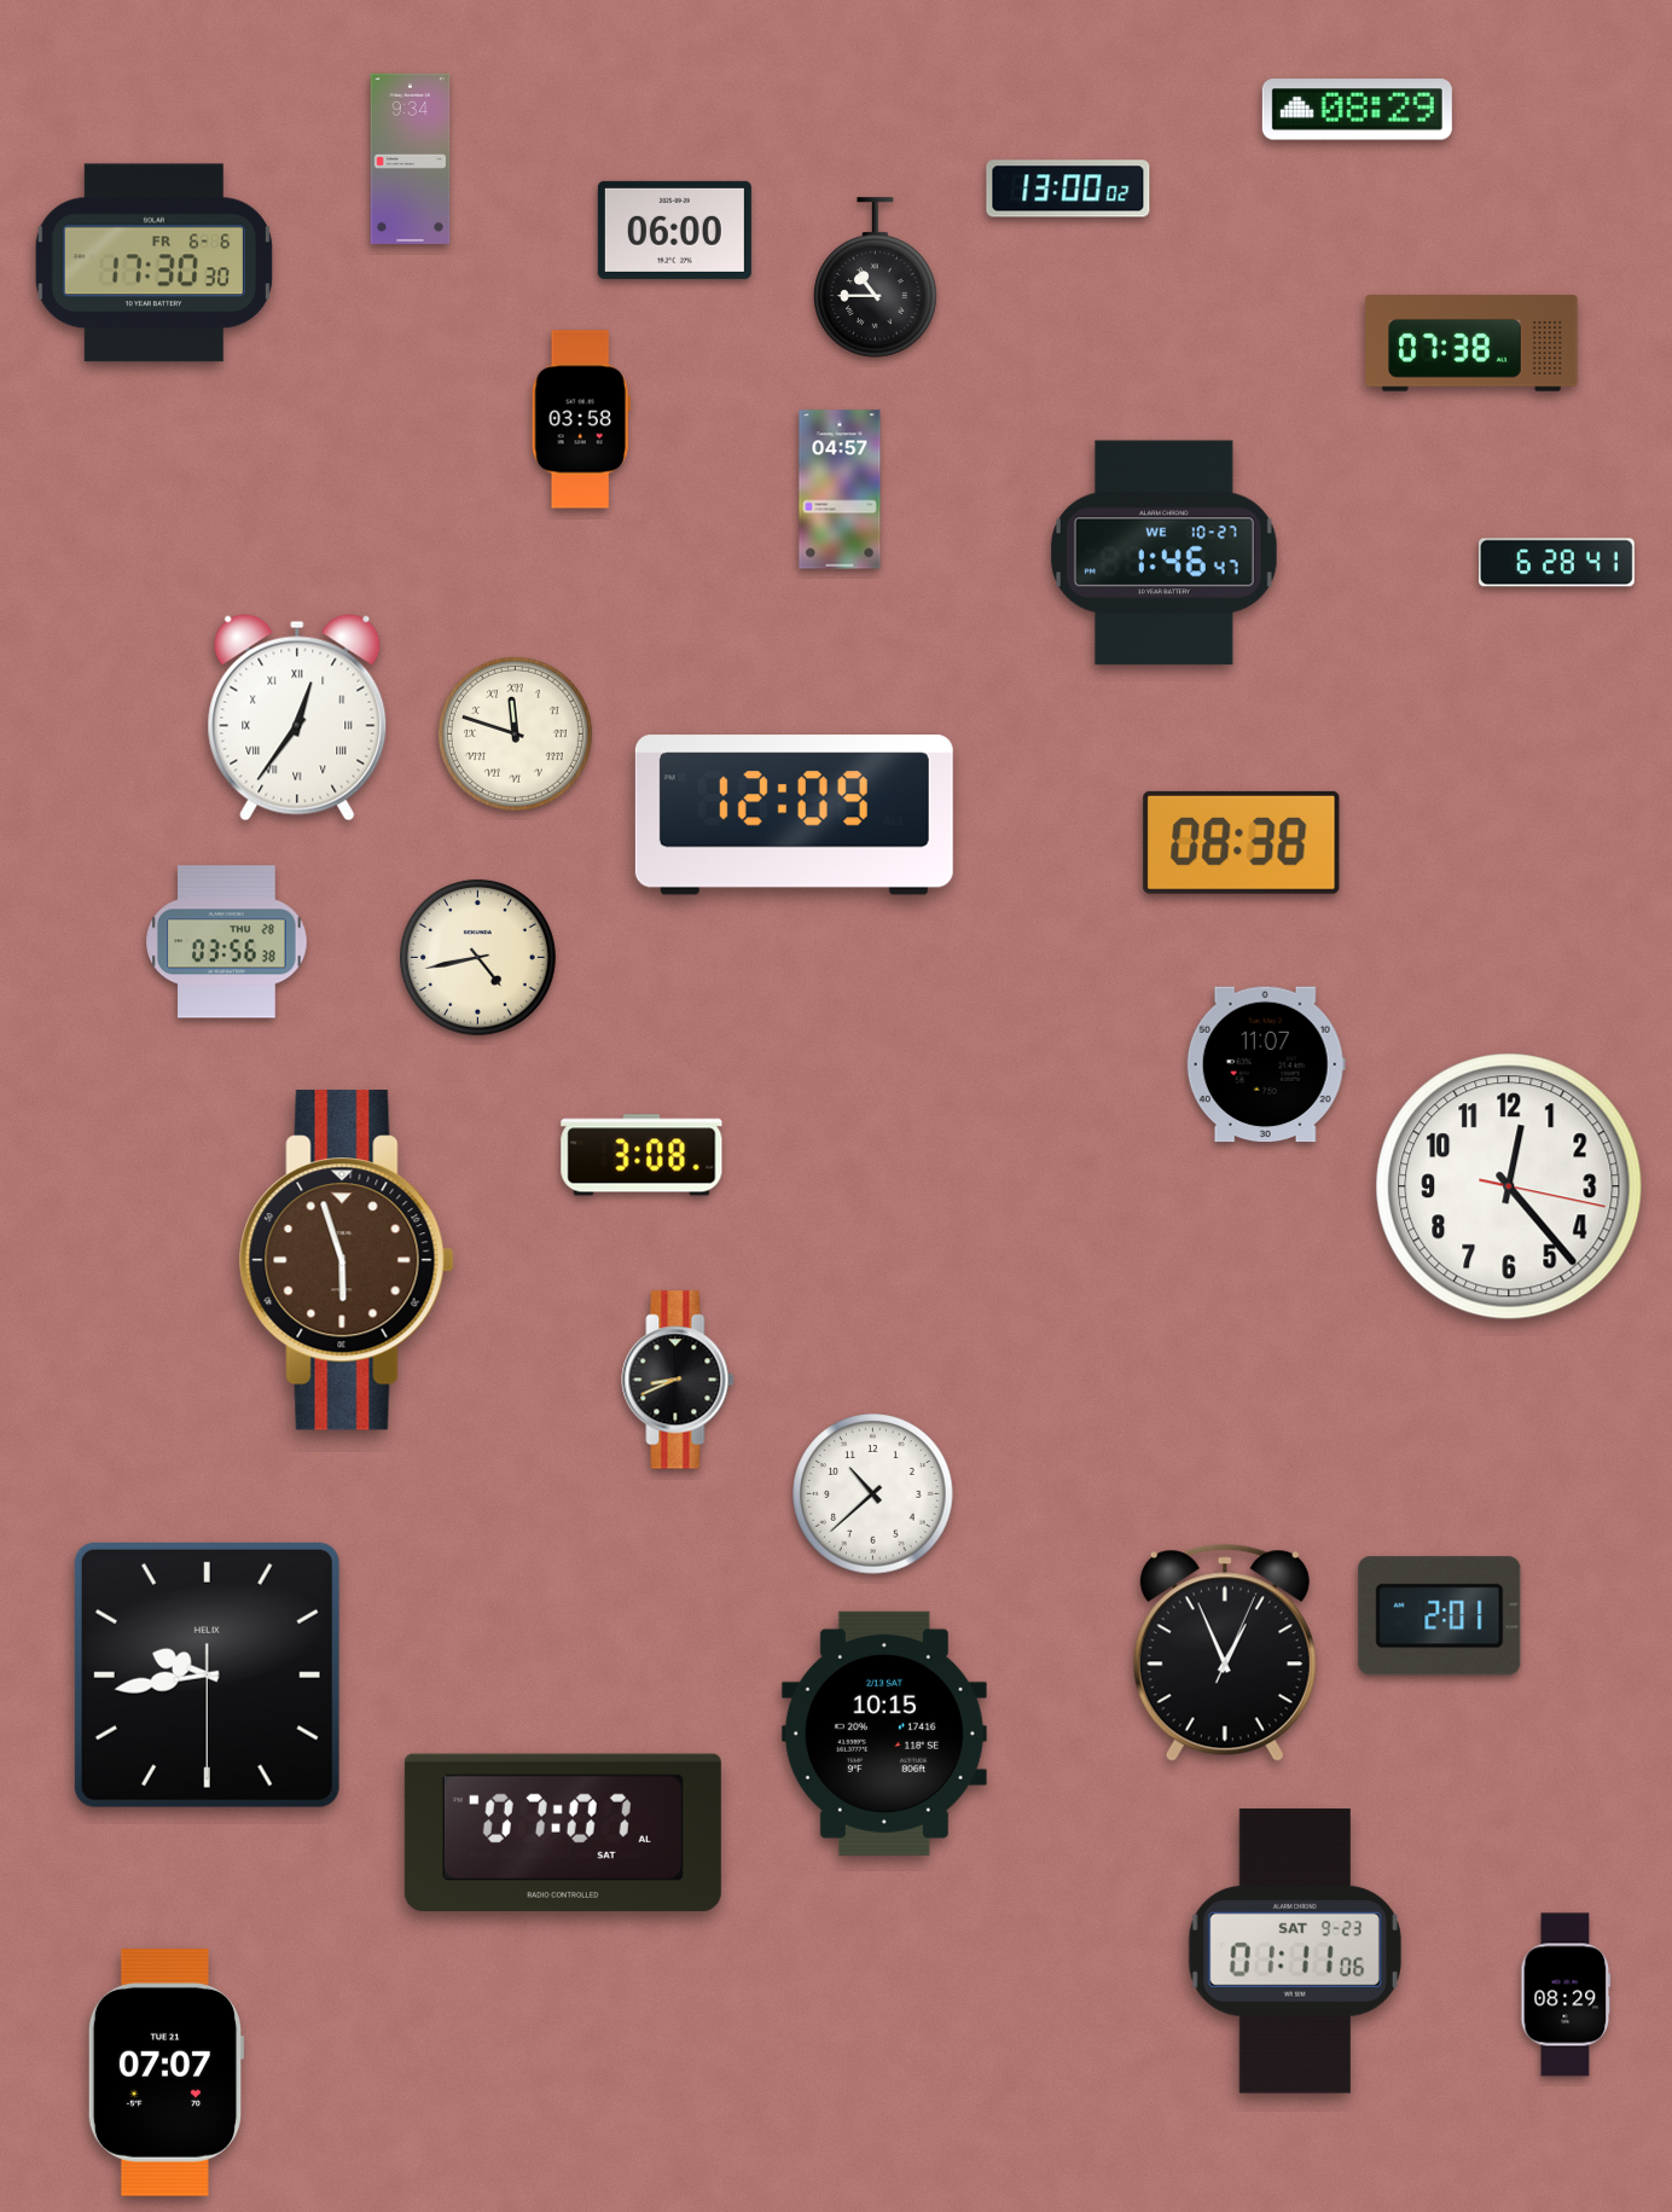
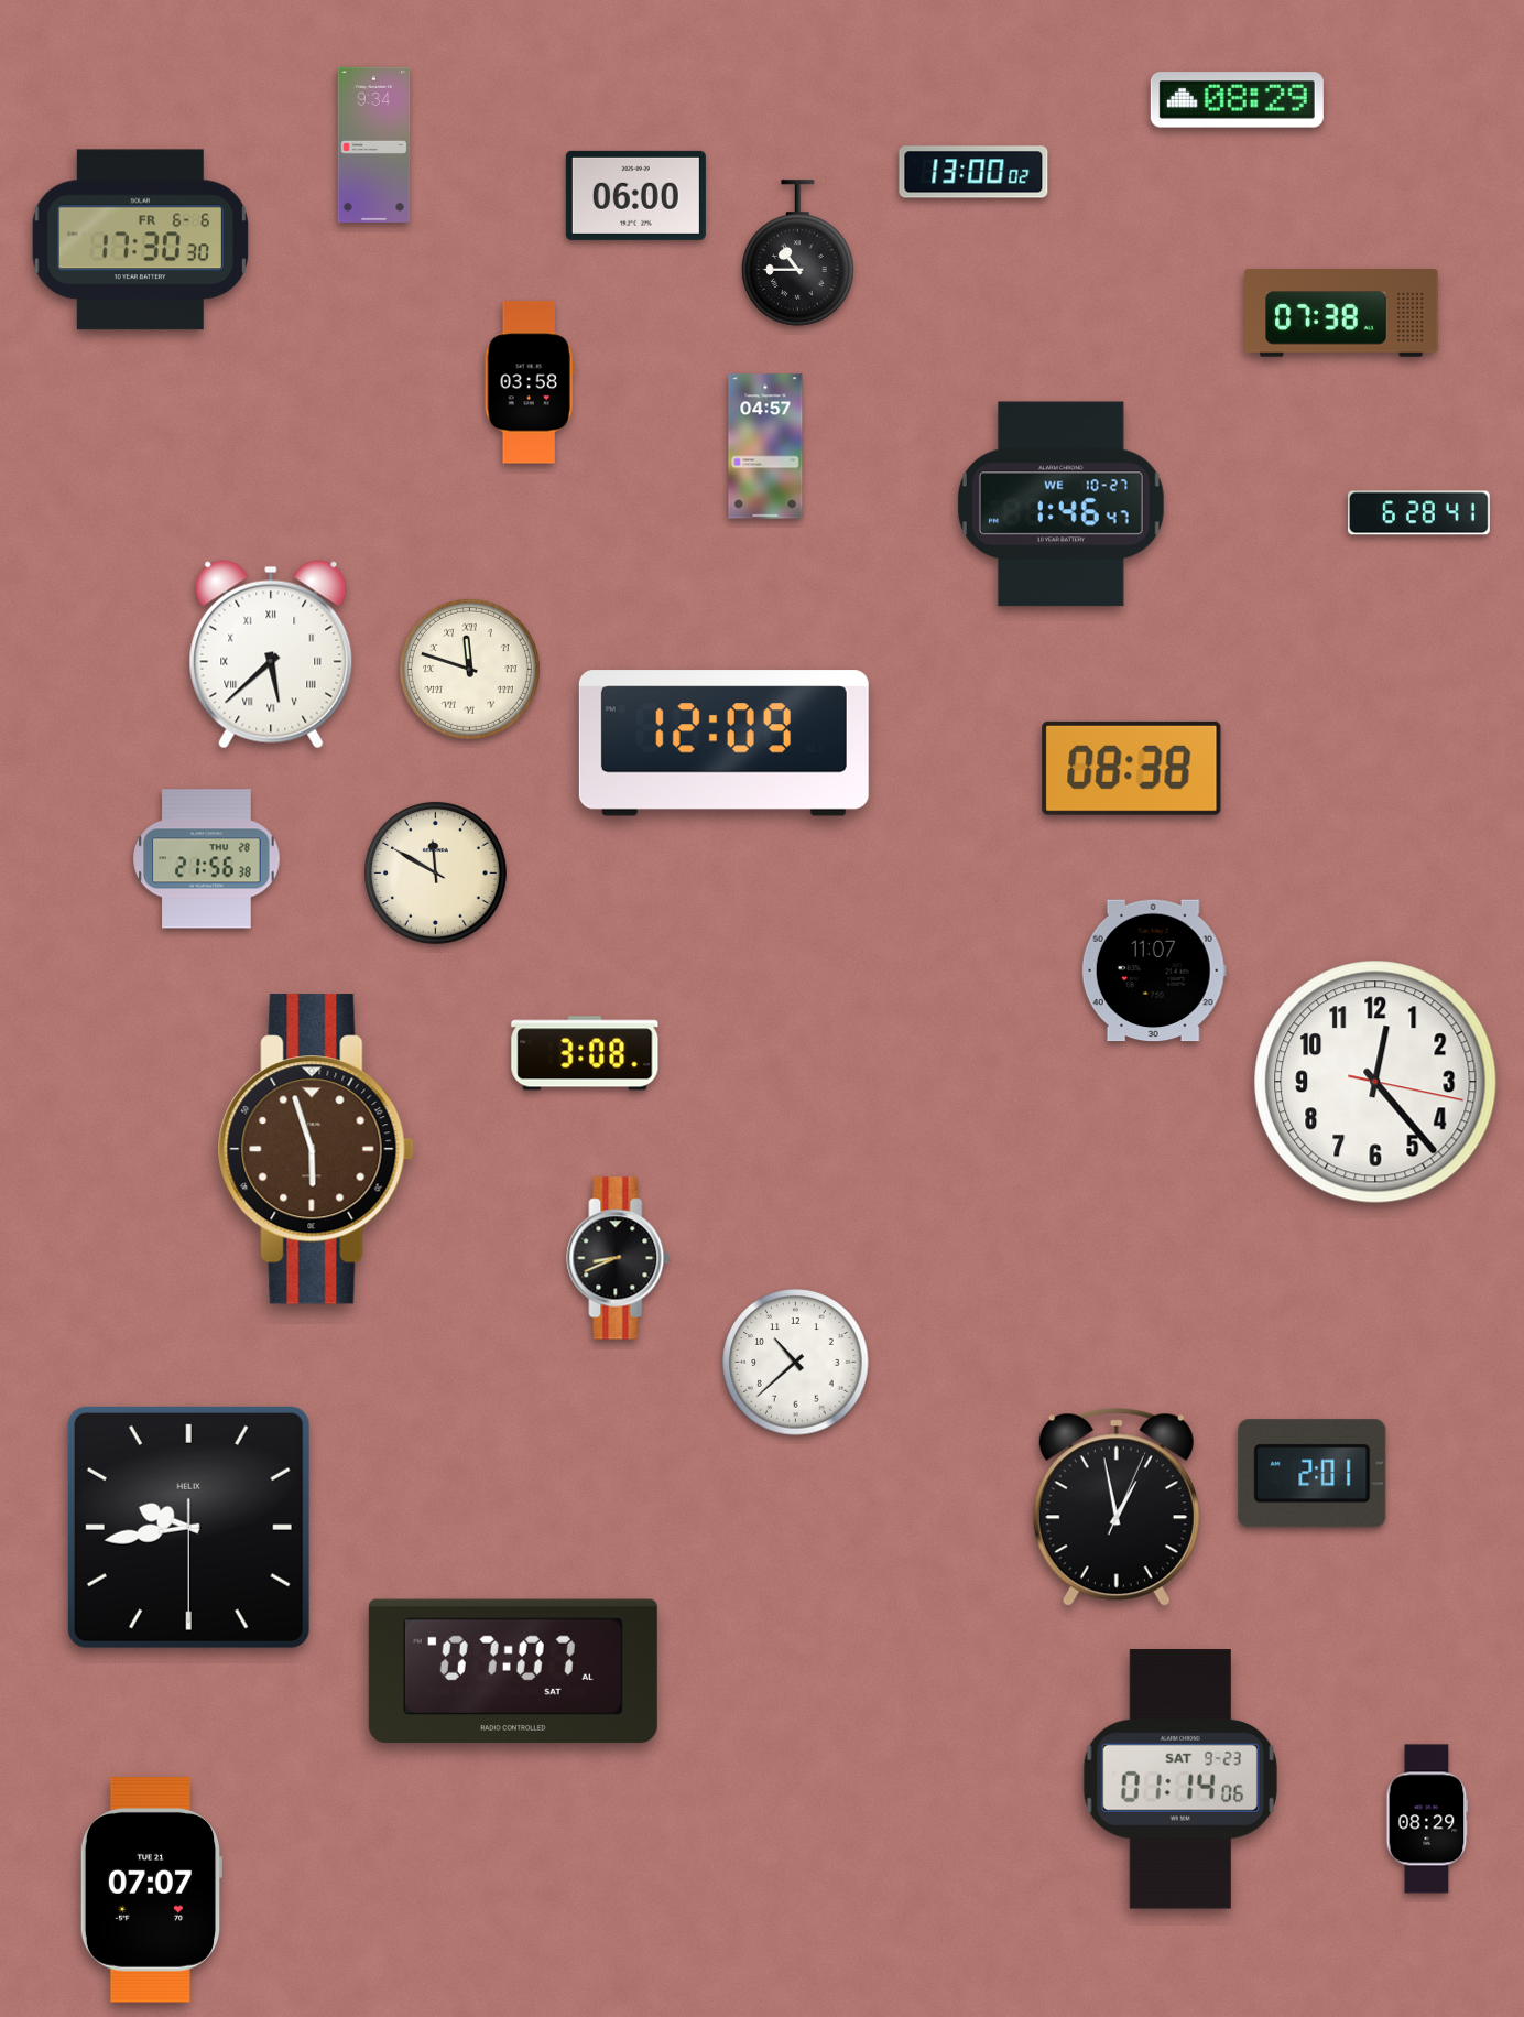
clock at (674, 230) position: (674, 230) -> (635, 195)
clock at (297, 718): 12:36 -> 5:38
clock at (227, 942): 03:56 -> 21:56
clock at (477, 957): 4:43 -> 11:50
clock at (1225, 1653): 12:56 -> 12:58
clock at (884, 1734): 10:15 -> none
clock at (1295, 1951): 01:11 -> 01:14
